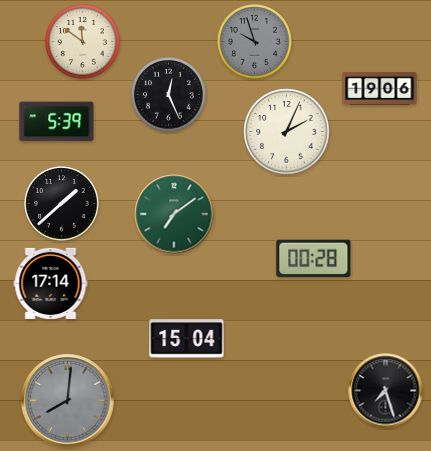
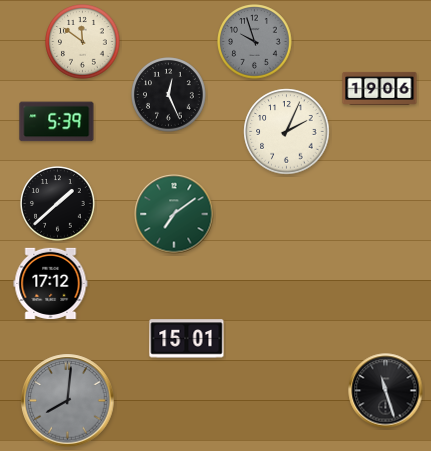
clock at (62, 204) position: (62, 204) -> (58, 204)
clock at (314, 259): 00:28 -> none
clock at (51, 283): 17:14 -> 17:12
clock at (187, 339): 15:04 -> 15:01
clock at (386, 391): 7:27 -> 11:27
